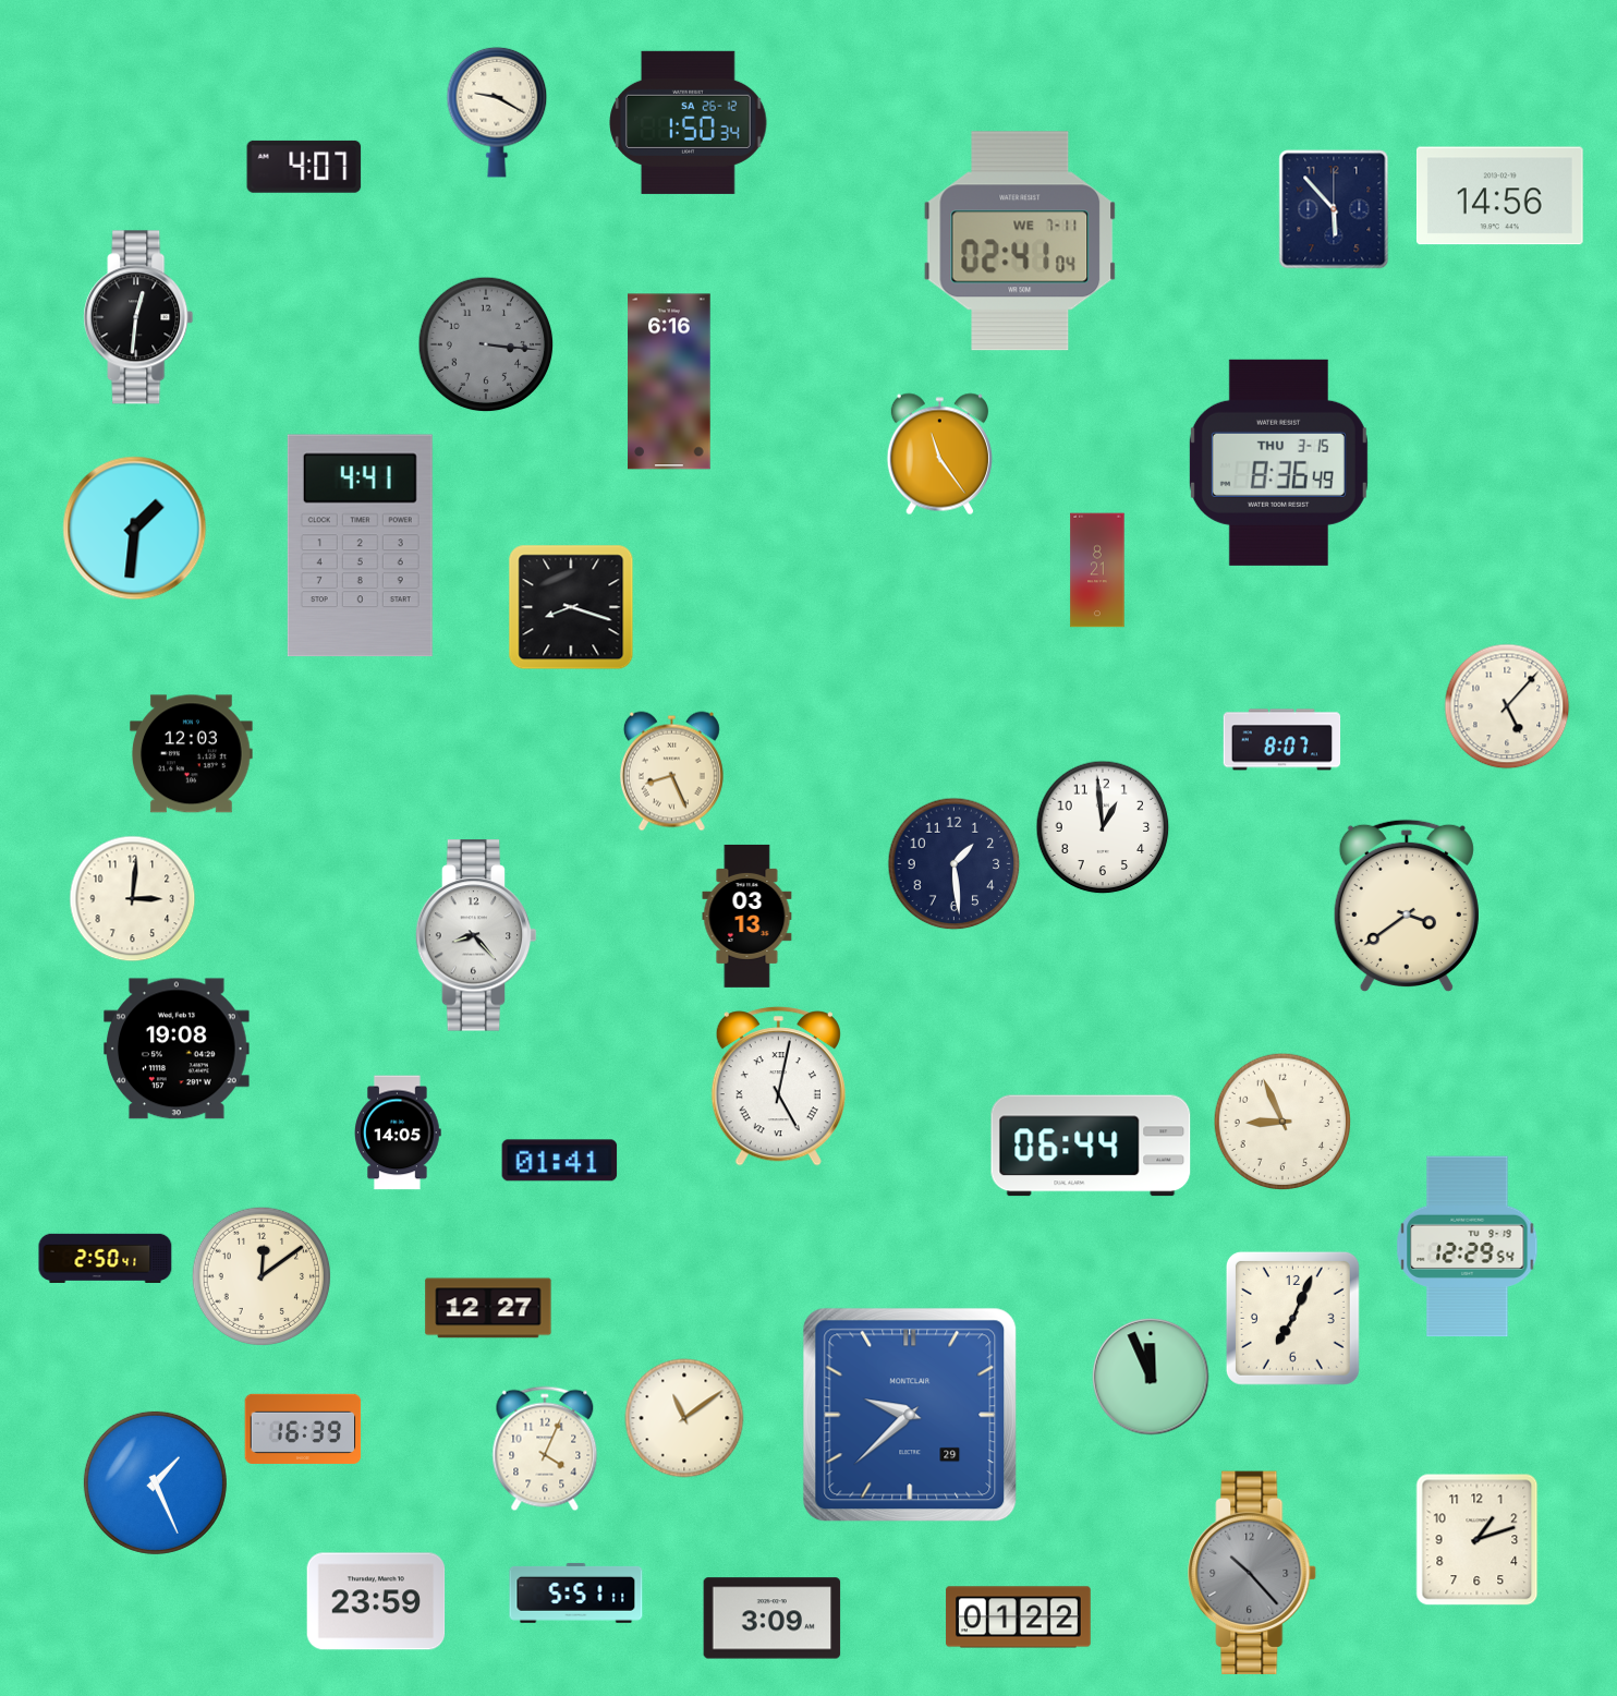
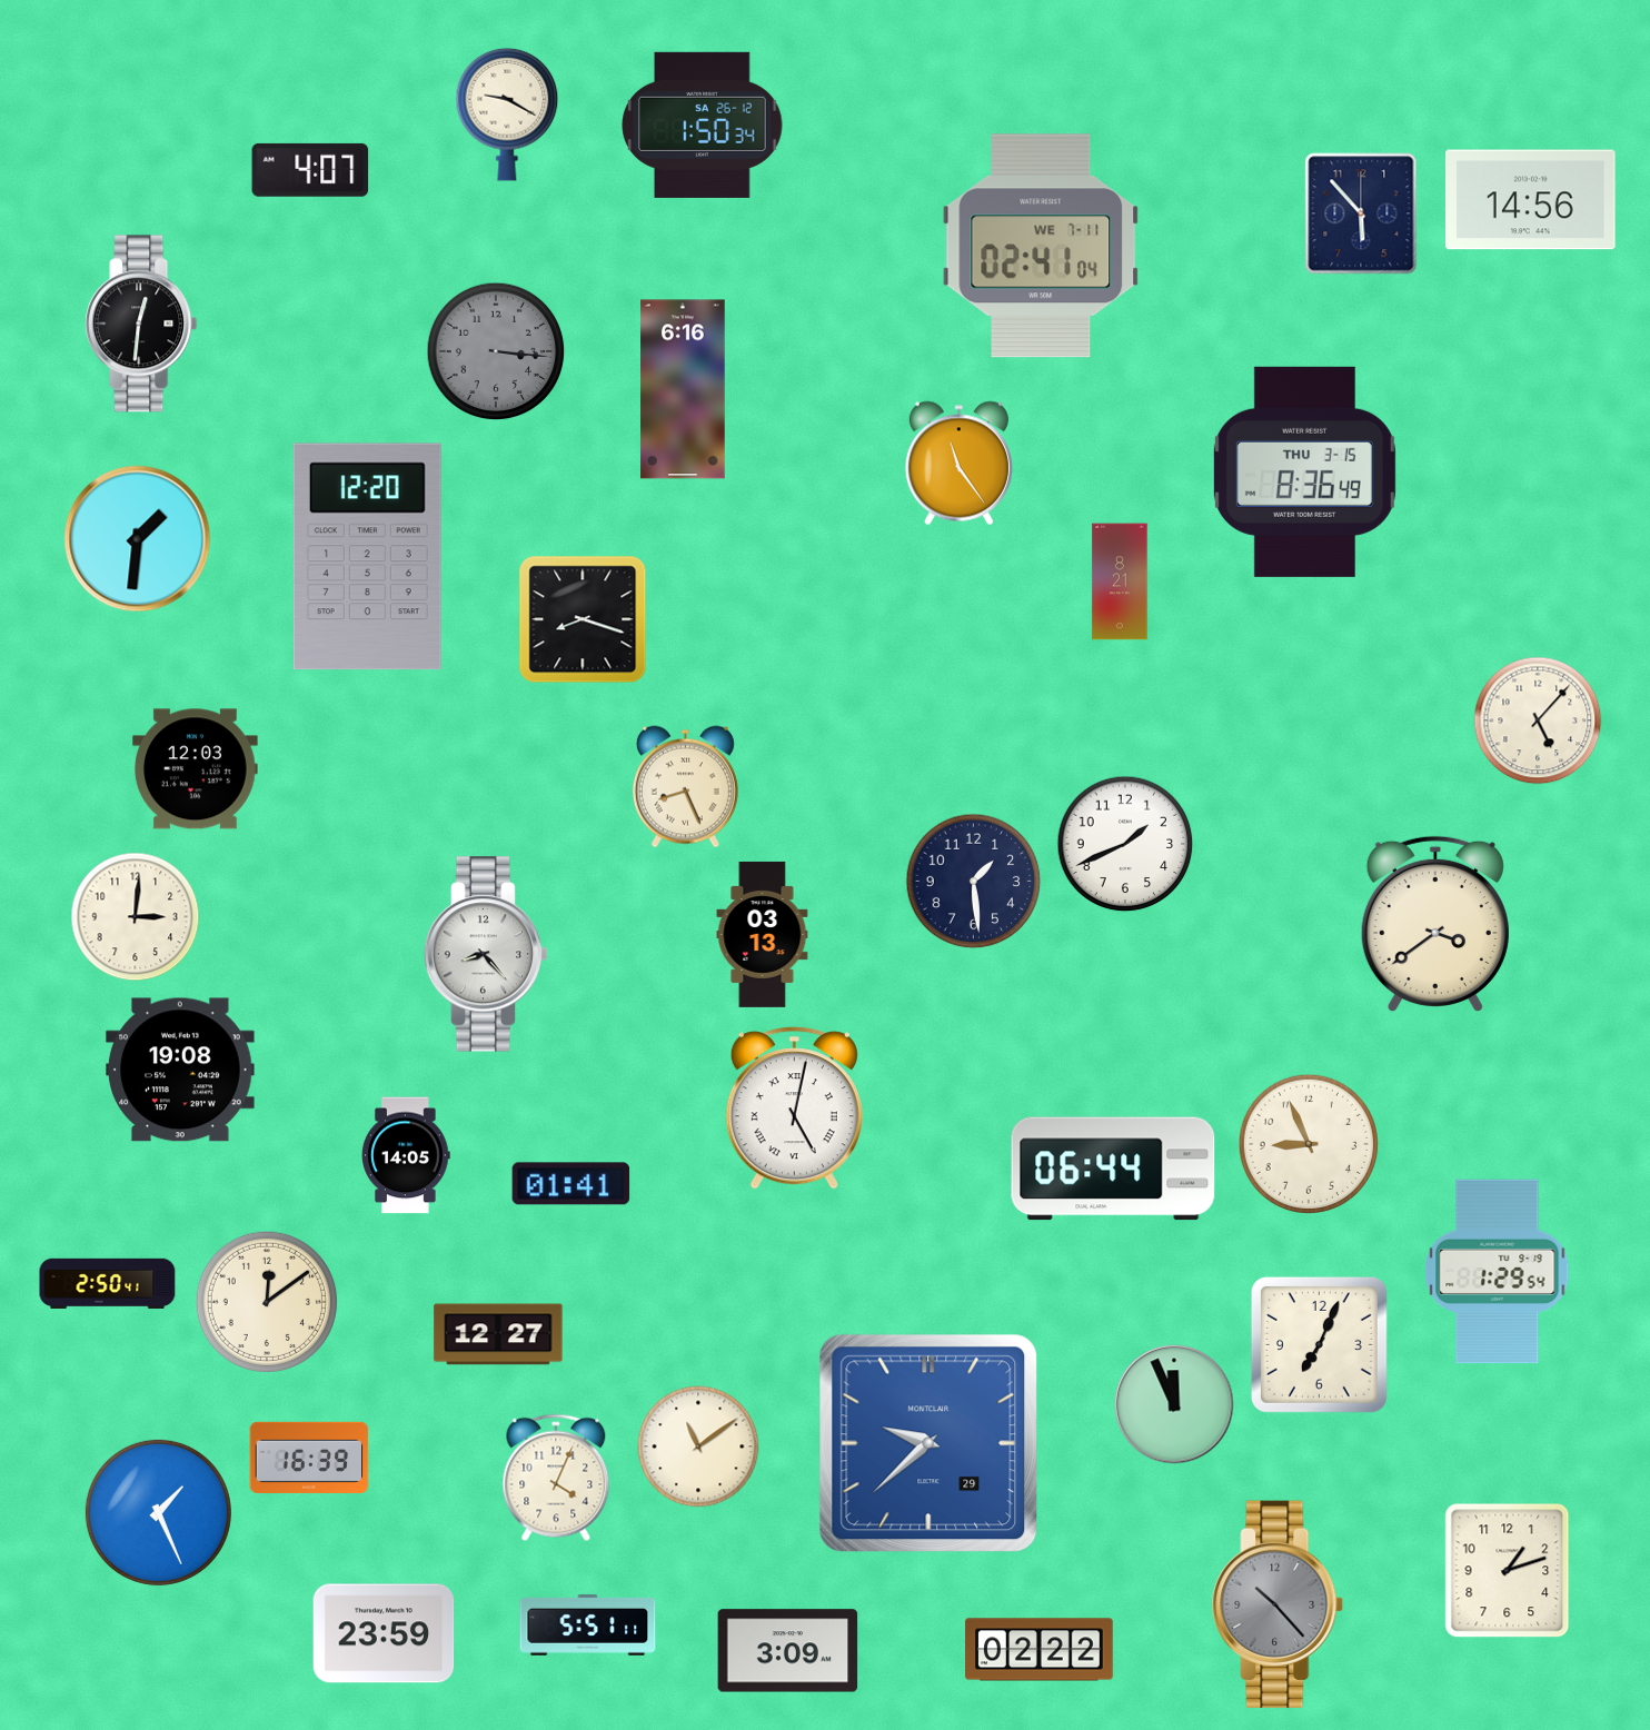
clock at (360, 546): 4:41 -> 12:20
clock at (1282, 740): 8:07 -> none
clock at (1103, 827): 12:59 -> 1:41
clock at (1468, 1247): 12:29 -> 1:29
clock at (1019, 1618): 01:22 -> 02:22
